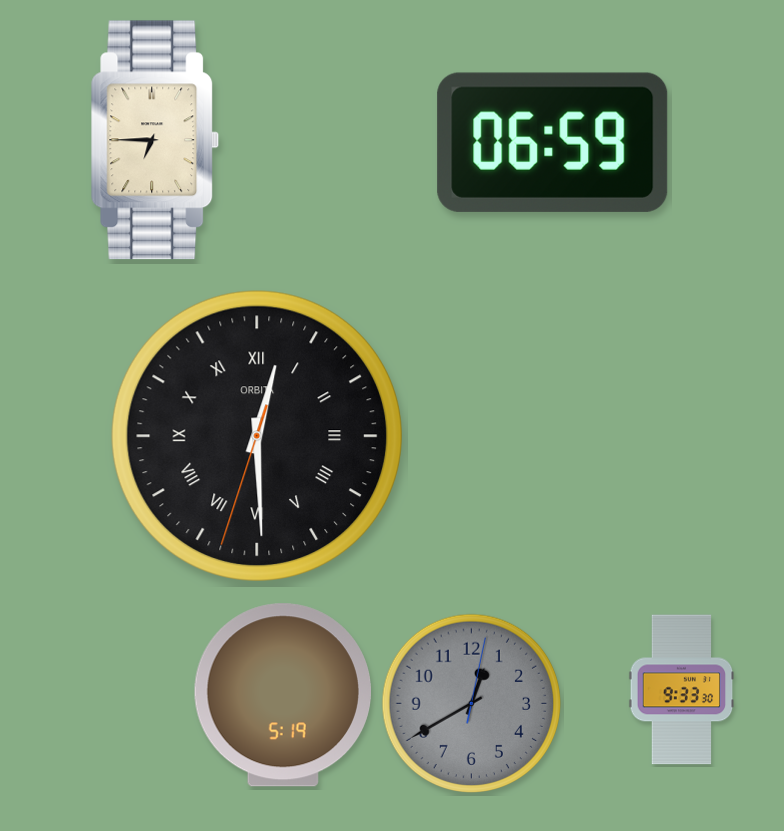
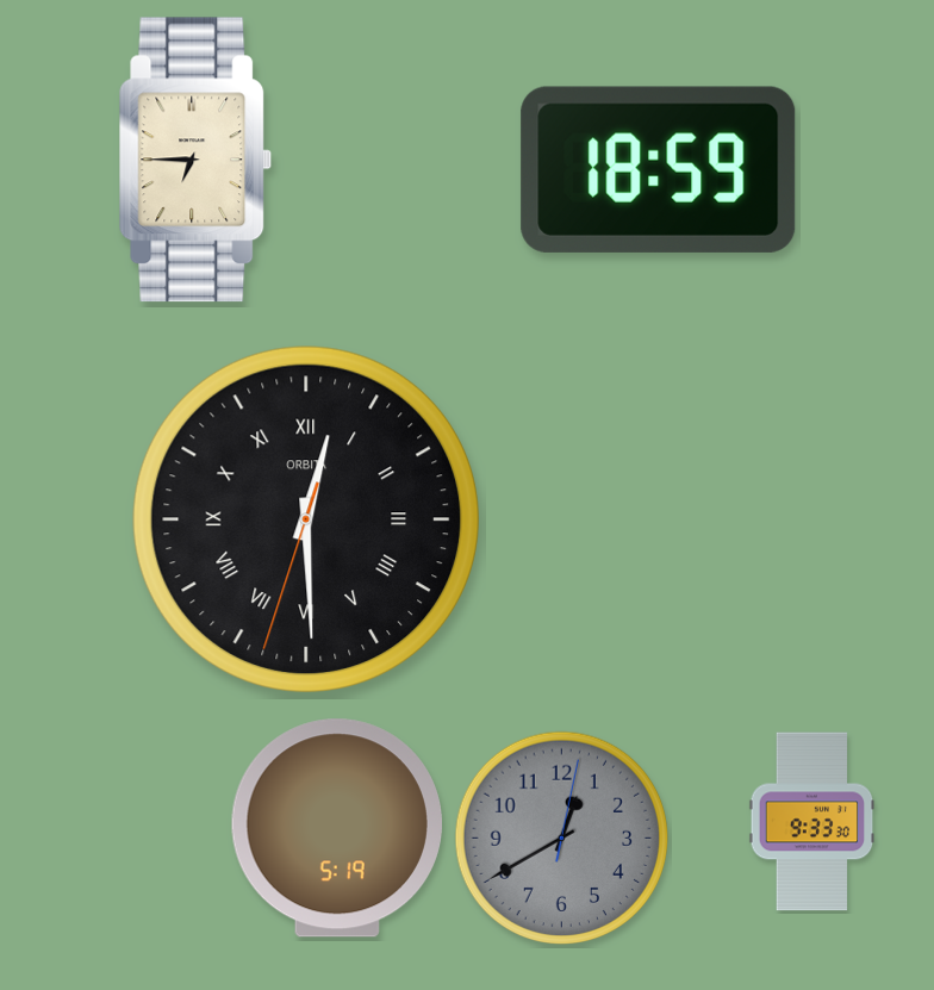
clock at (155, 140) position: (155, 140) -> (195, 160)
clock at (553, 142): 06:59 -> 18:59
